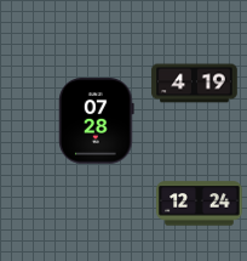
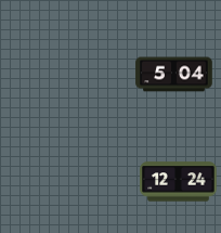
clock at (195, 84): 4:19 -> 5:04
clock at (97, 121): 07:28 -> none
